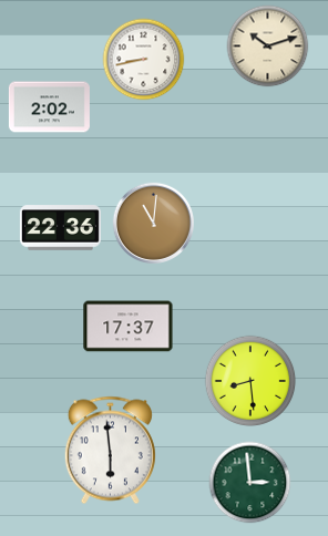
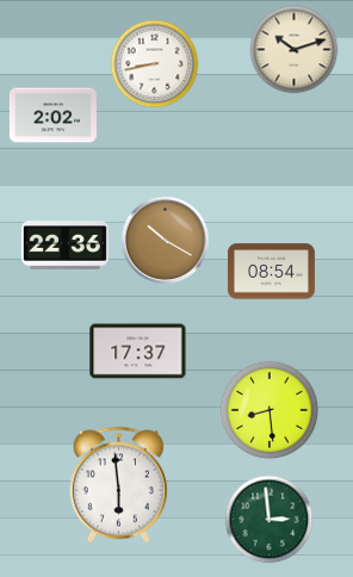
clock at (268, 47) position: (268, 47) -> (295, 50)
clock at (153, 223): 11:01 -> 10:20
clock at (271, 272): none -> 08:54
